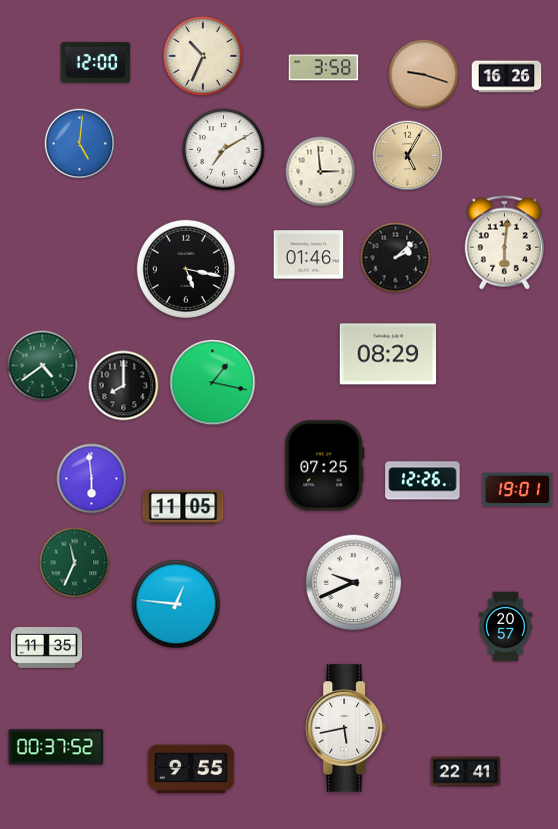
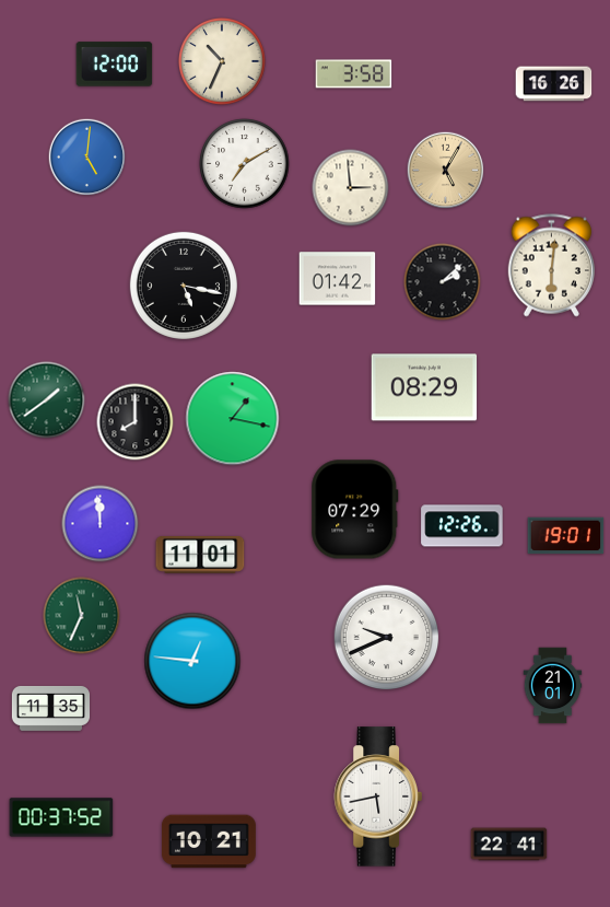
clock at (96, 63) position: (96, 63) -> (115, 65)
clock at (424, 75): 9:18 -> none
clock at (309, 255): 01:46 -> 01:42
clock at (396, 258) position: (396, 258) -> (443, 282)
clock at (186, 269) position: (186, 269) -> (184, 286)
clock at (43, 366): 4:39 -> 1:39
clock at (325, 466): 07:25 -> 07:29
clock at (92, 479): 5:59 -> 11:59
clock at (183, 508): 11:05 -> 11:01
clock at (506, 627): 20:57 -> 21:01
clock at (191, 769): 9:55 -> 10:21
